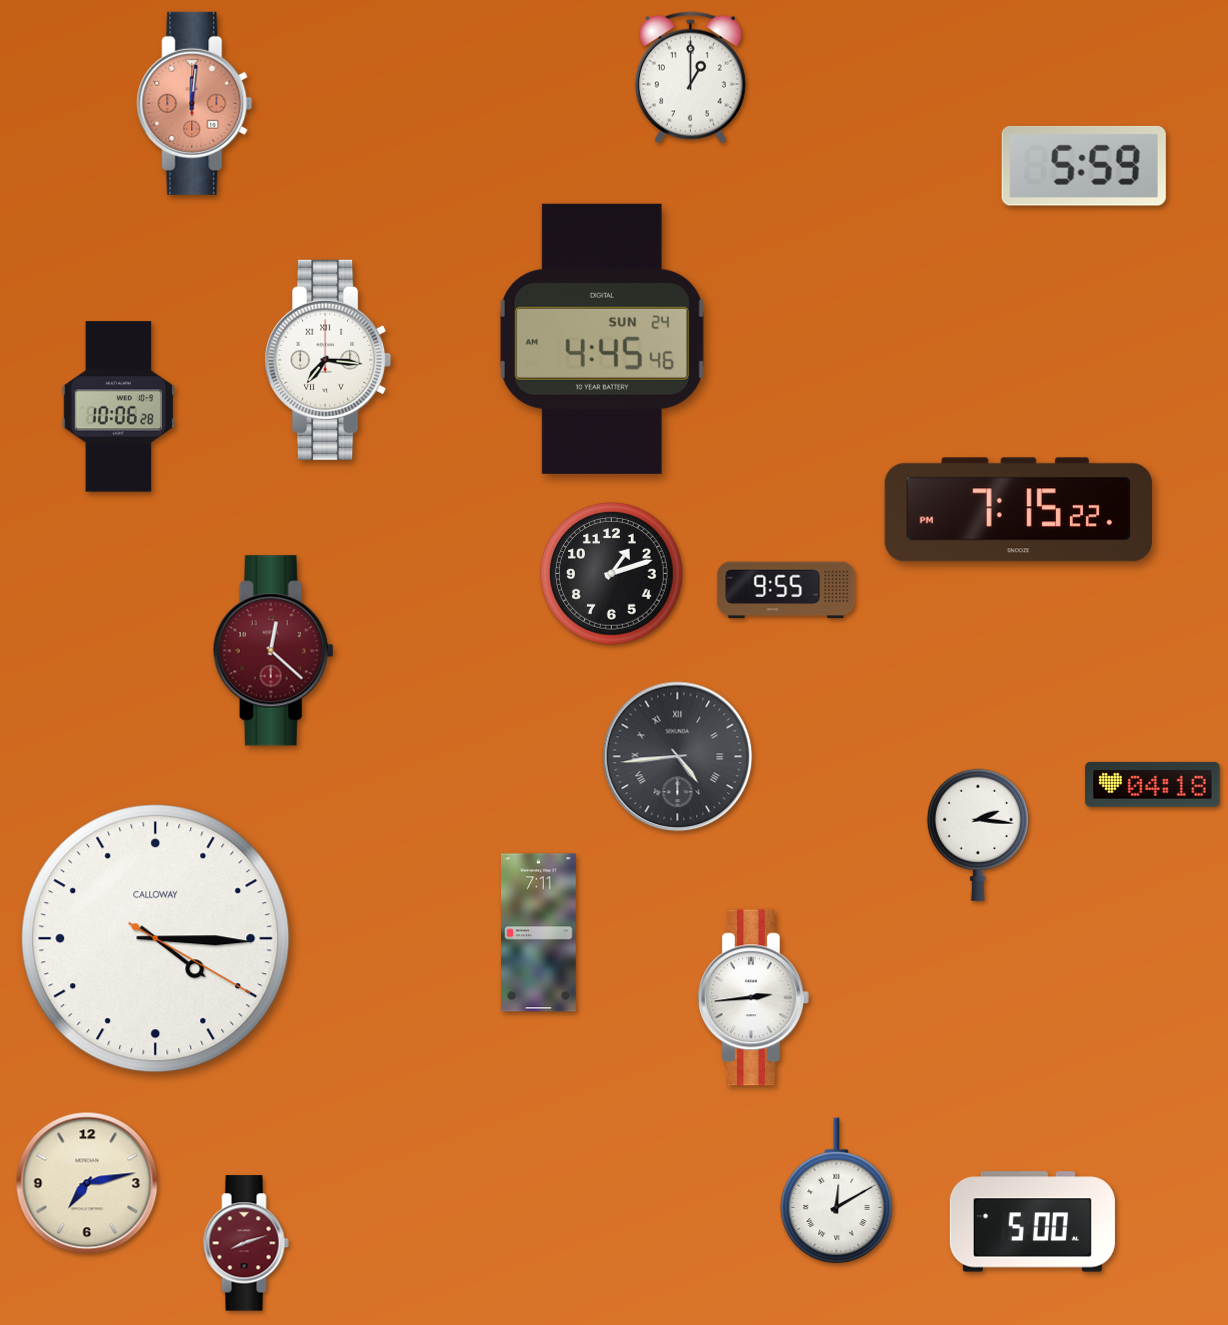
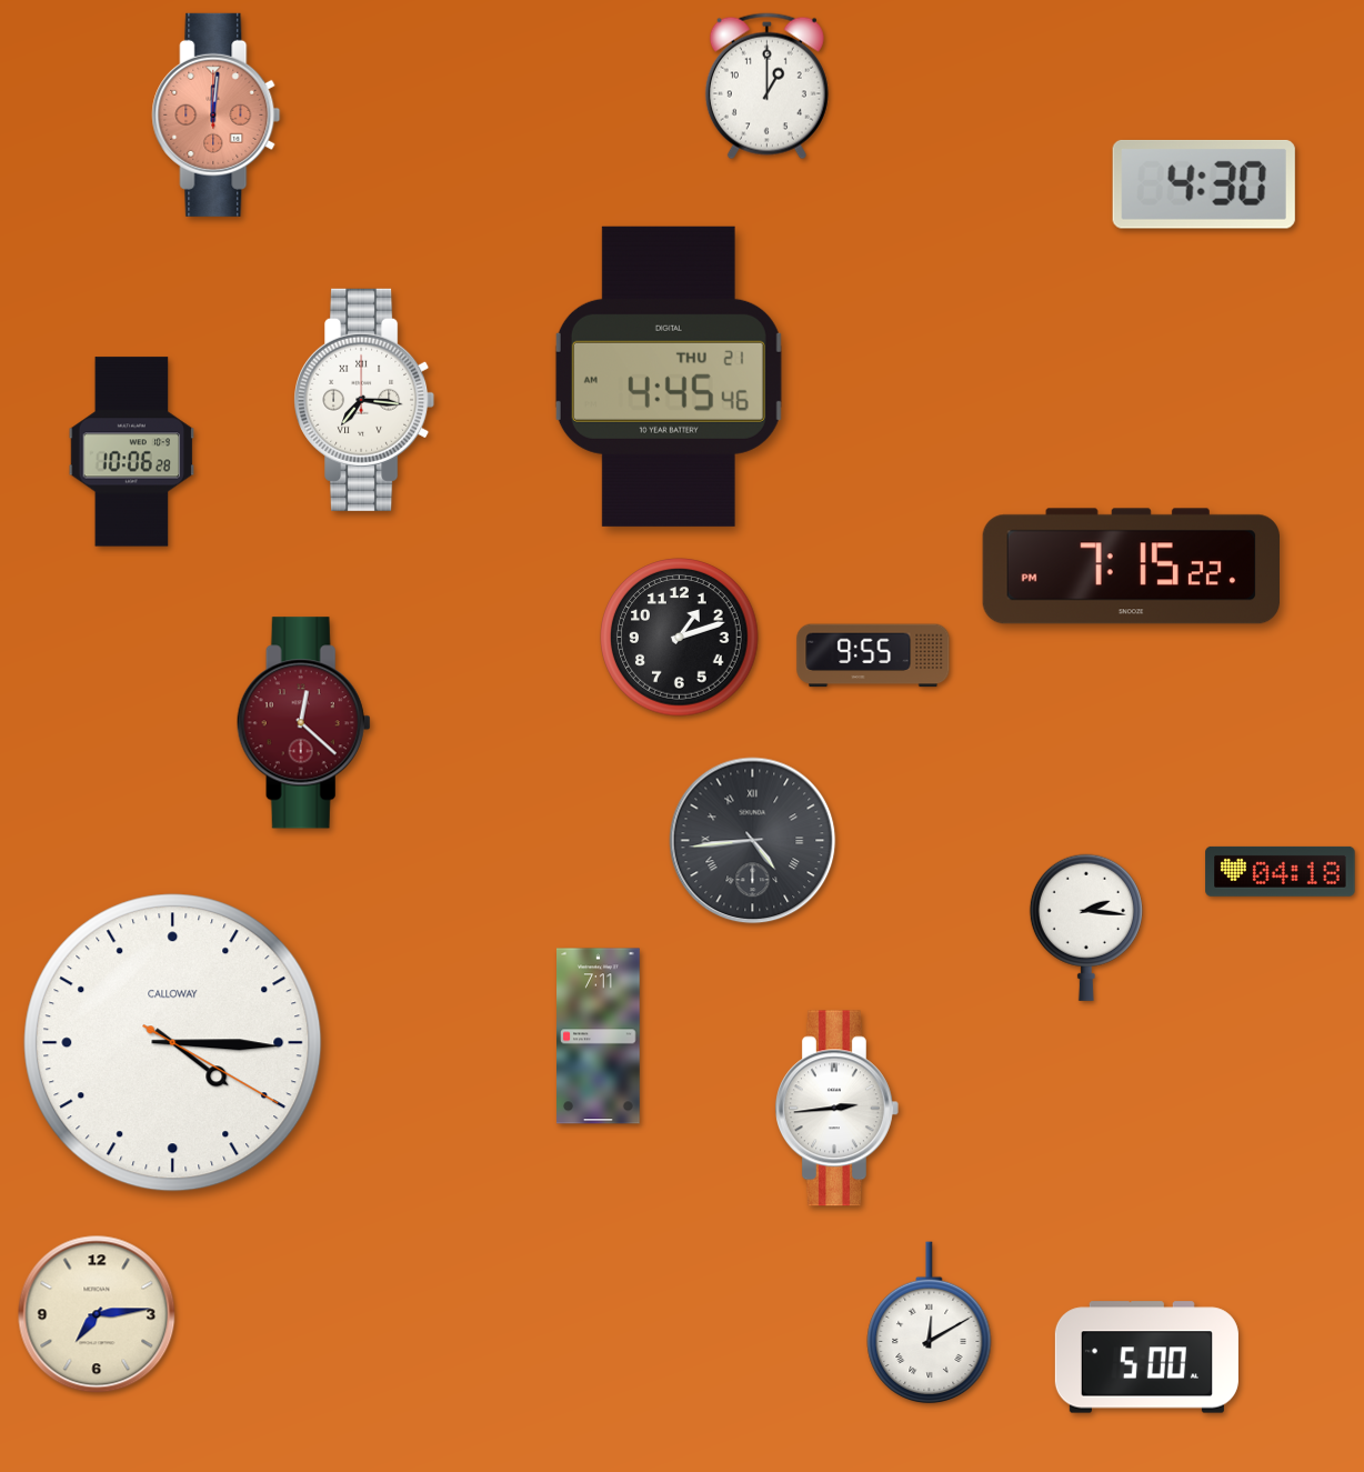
clock at (1084, 166): 5:59 -> 4:30
clock at (602, 339) date: SUN 24 -> THU 21
clock at (87, 1183): 7:13 -> 7:14
clock at (246, 1243): 8:12 -> none
